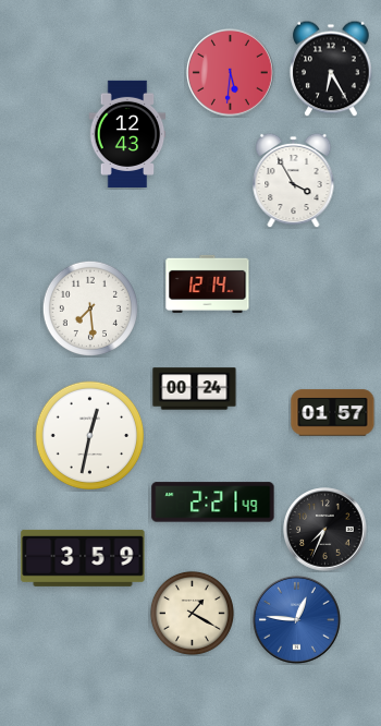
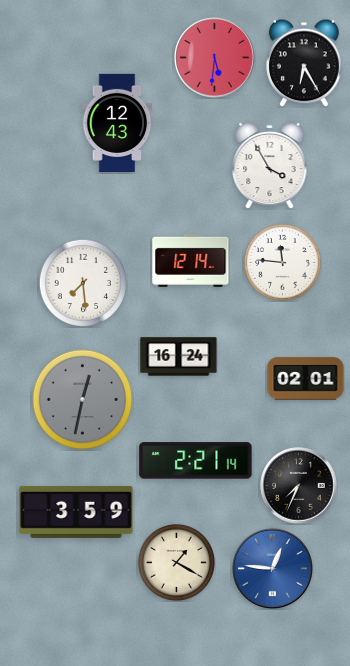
clock at (231, 73) position: (231, 73) -> (215, 58)
clock at (282, 262): none -> 11:46
clock at (195, 389): 00:24 -> 16:24
clock at (333, 413): 01:57 -> 02:01
clock at (90, 436) dial: white -> grey
clock at (213, 503): 2:21:49 -> 2:21:14
